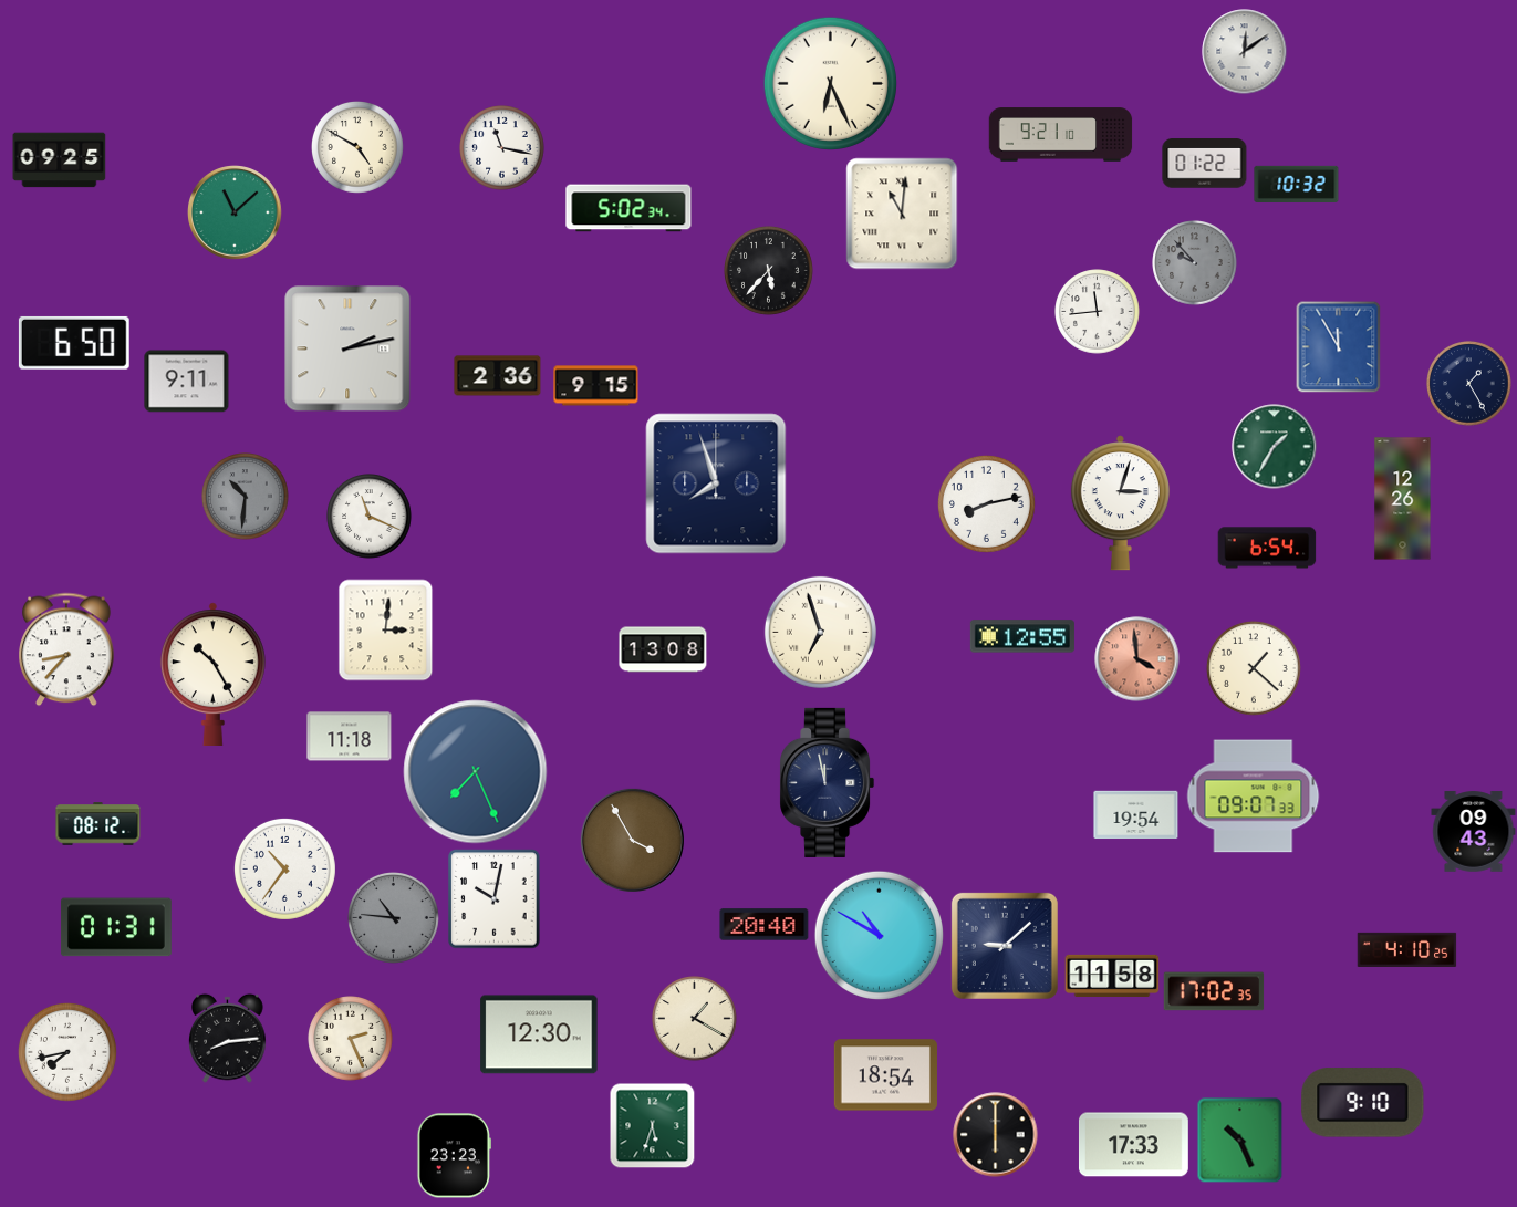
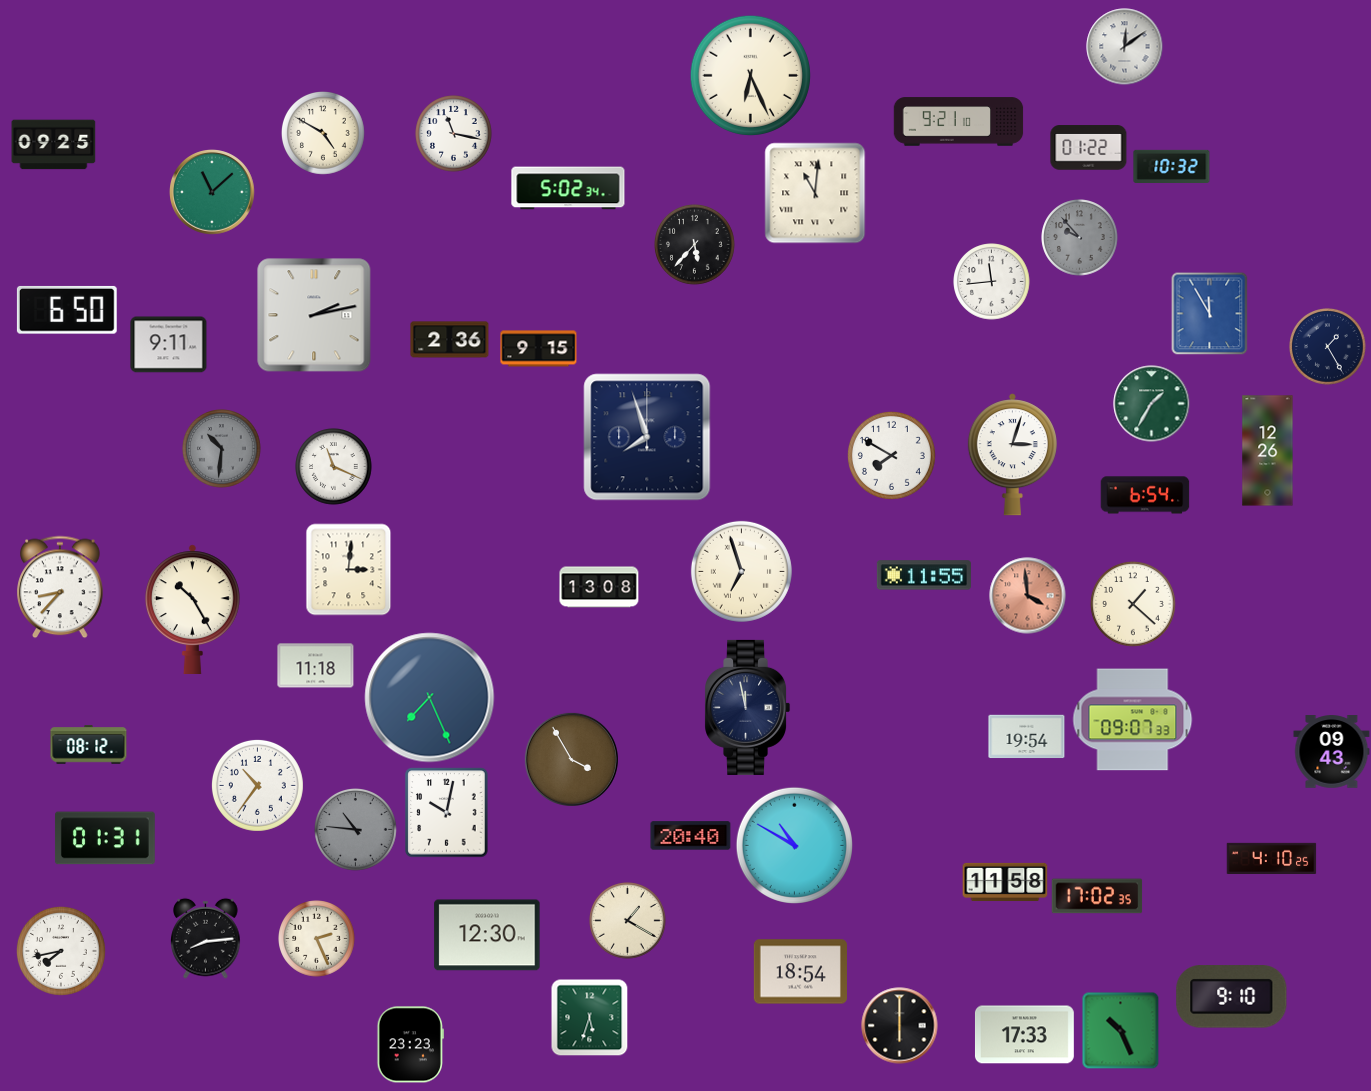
clock at (986, 503): 8:13 -> 7:50
clock at (1022, 636): 12:55 -> 11:55
clock at (1005, 946): 9:08 -> none
